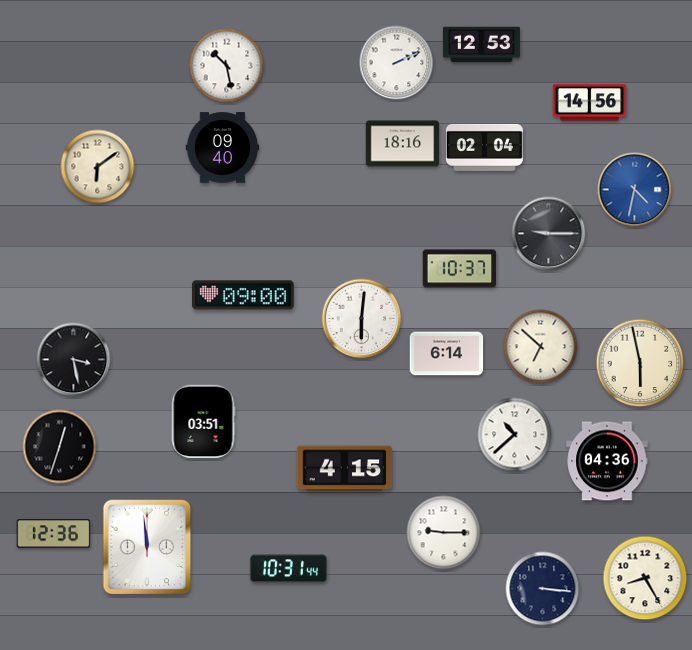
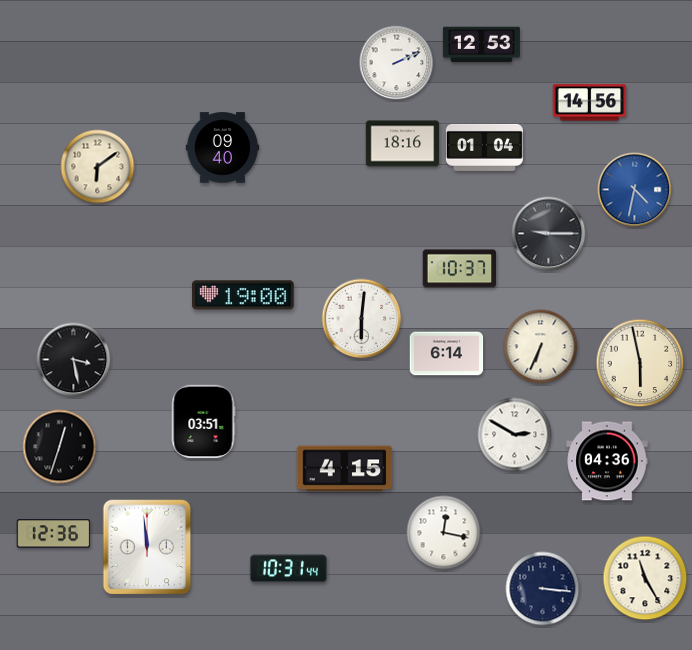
clock at (227, 66): 10:28 -> none
clock at (484, 147): 02:04 -> 01:04
clock at (243, 295): 09:00 -> 19:00
clock at (541, 347): 6:52 -> 6:34
clock at (515, 435): 10:38 -> 2:50
clock at (444, 533): 9:15 -> 12:17
clock at (645, 578): 8:25 -> 11:25
